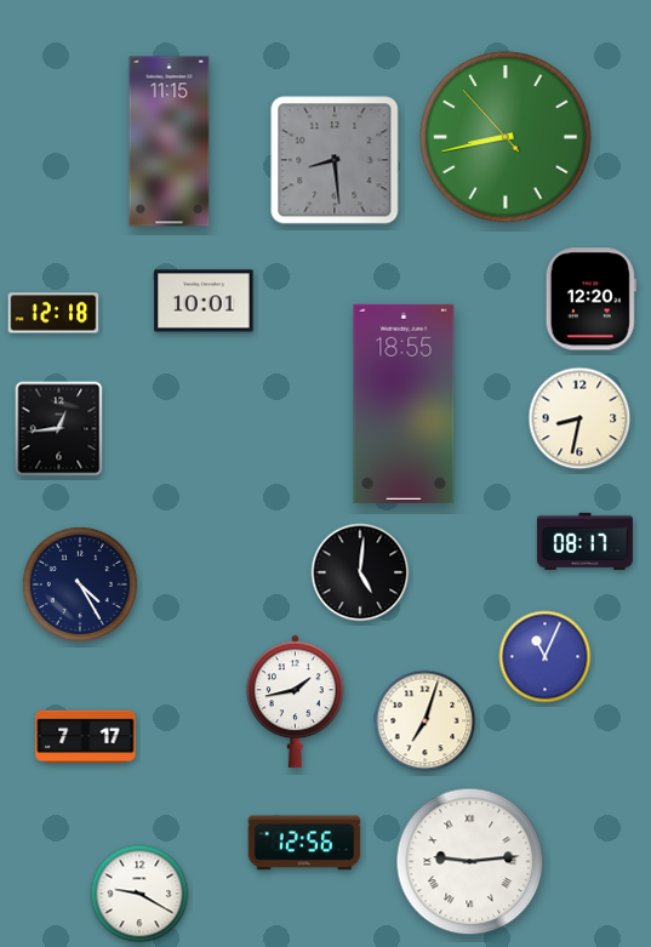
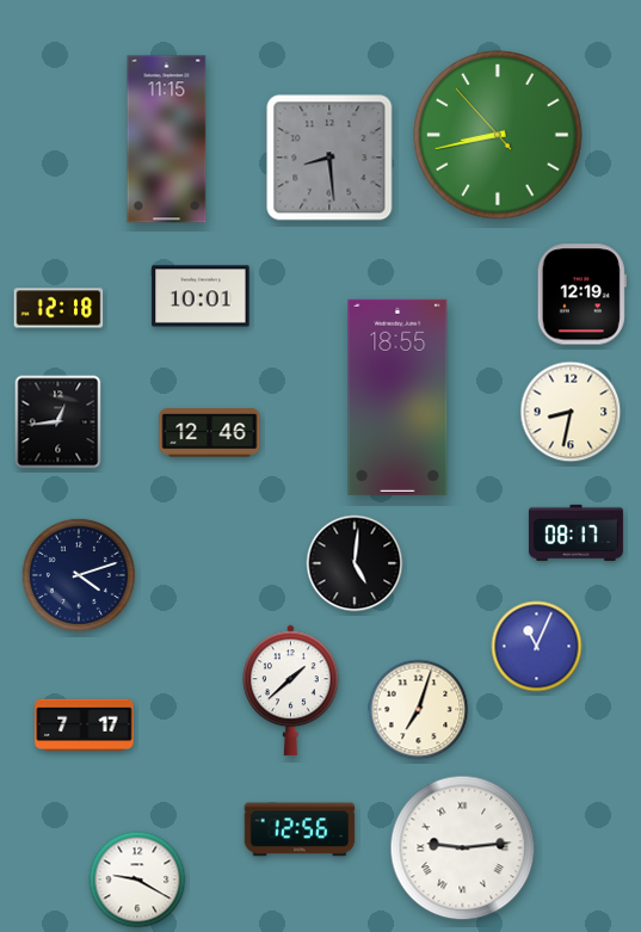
clock at (590, 299): 12:20 -> 12:19
clock at (53, 313) position: (53, 313) -> (58, 308)
clock at (210, 433): none -> 12:46
clock at (80, 584): 4:25 -> 4:12
clock at (296, 702): 1:43 -> 1:38
